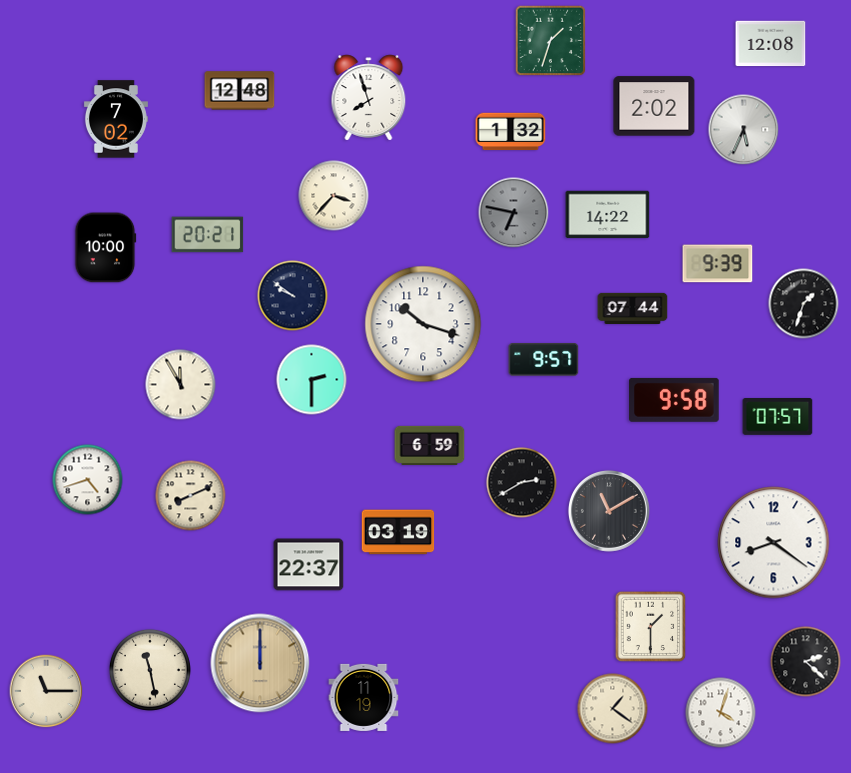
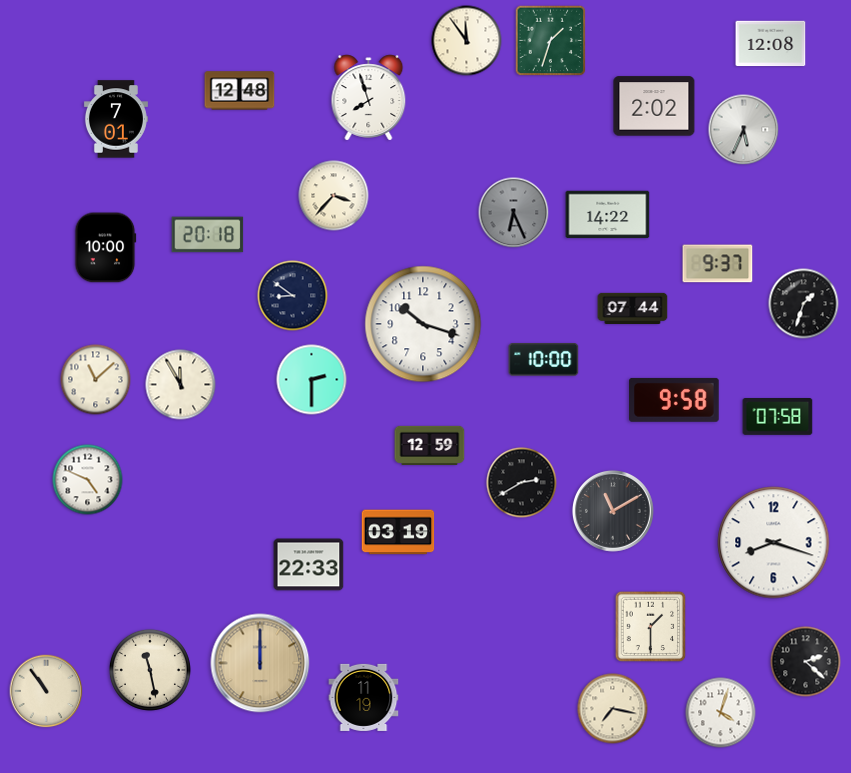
clock at (467, 41): none -> 11:54
clock at (116, 119): 7:02 -> 7:01
clock at (511, 132): 1:32 -> none
clock at (514, 213): 6:47 -> 6:26
clock at (208, 235): 20:21 -> 20:18
clock at (718, 264): 9:39 -> 9:37
clock at (293, 296): 9:51 -> 8:51
clock at (544, 360): 9:57 -> 10:00
clock at (96, 380): none -> 11:08
clock at (778, 417): 07:57 -> 07:58
clock at (430, 445): 6:59 -> 12:59
clock at (88, 480): 4:42 -> 4:49
clock at (191, 496): 8:11 -> none
clock at (609, 511) position: (609, 511) -> (613, 511)
clock at (774, 543): 8:21 -> 8:18
clock at (309, 565): 22:37 -> 22:33
clock at (46, 691): 11:15 -> 10:54
clock at (613, 709): 1:21 -> 7:17
